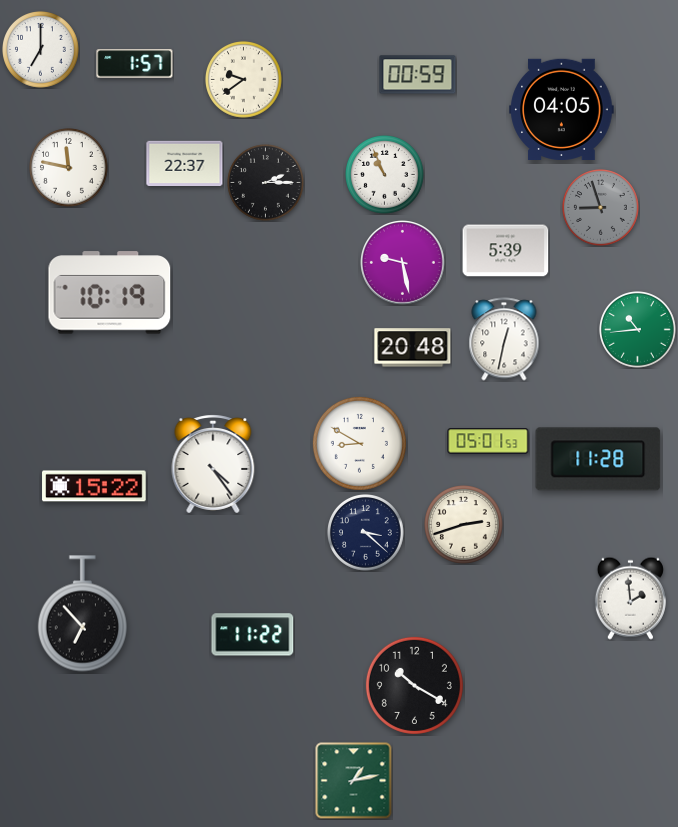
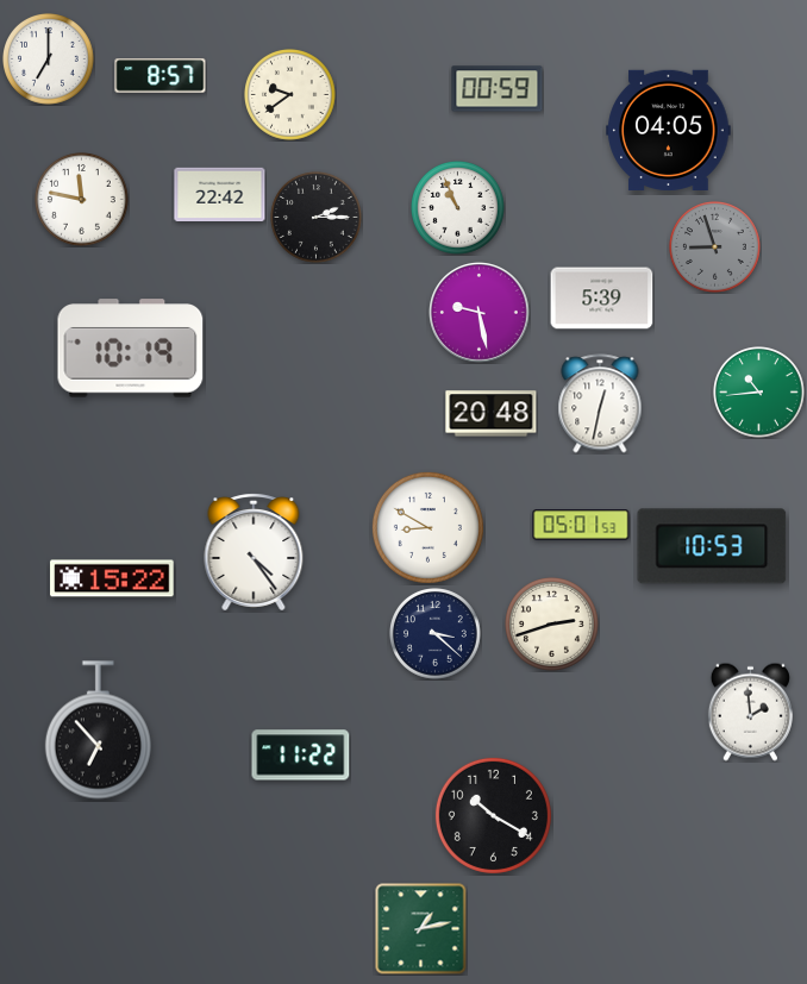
clock at (135, 64): 1:57 -> 8:57
clock at (185, 163): 22:37 -> 22:42
clock at (598, 459): 11:28 -> 10:53
